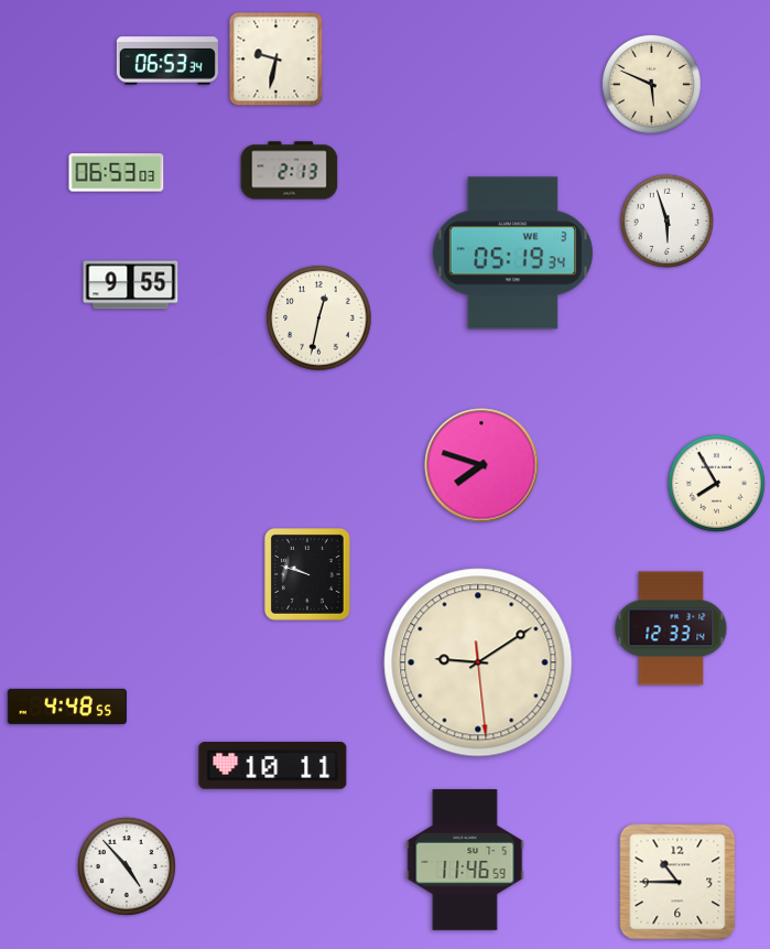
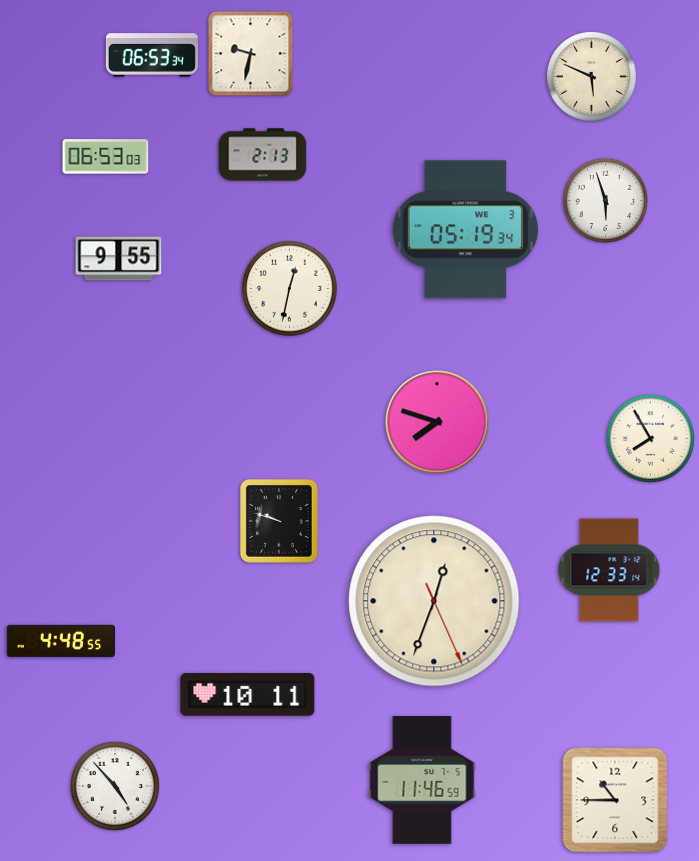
clock at (478, 662): 9:09 -> 12:33
